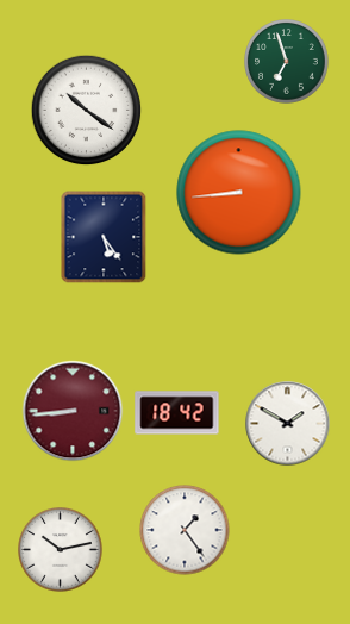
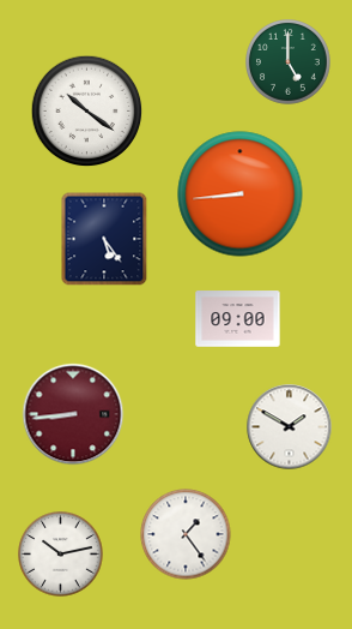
clock at (287, 62): 6:57 -> 5:00
clock at (238, 319): none -> 09:00
clock at (177, 413): 18:42 -> none
